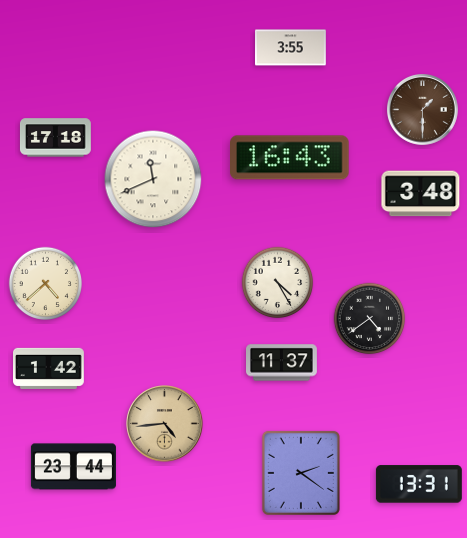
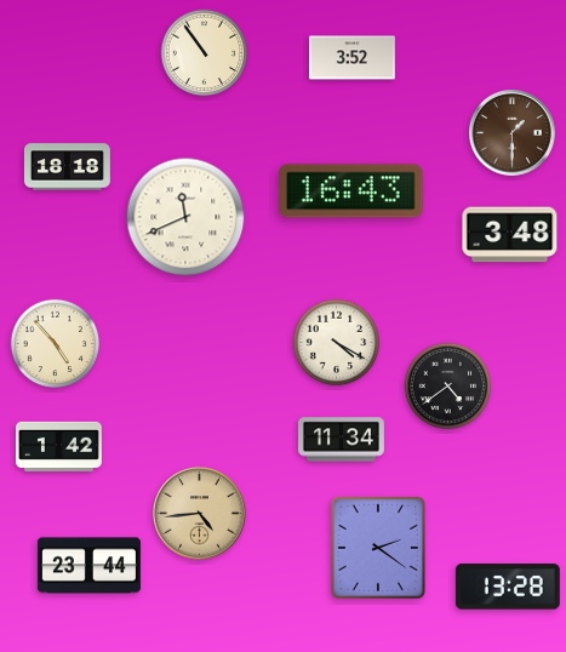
clock at (205, 53): none -> 10:54
clock at (291, 48): 3:55 -> 3:52
clock at (55, 138): 17:18 -> 18:18
clock at (45, 283): 4:38 -> 4:53
clock at (278, 283): 4:25 -> 4:20
clock at (282, 363): 11:37 -> 11:34
clock at (301, 473) position: (301, 473) -> (378, 548)
clock at (419, 484): 13:31 -> 13:28
